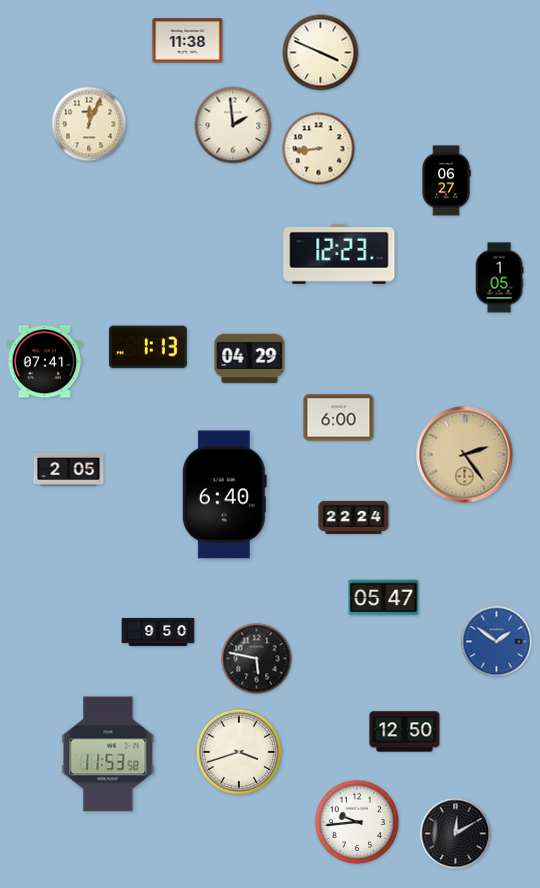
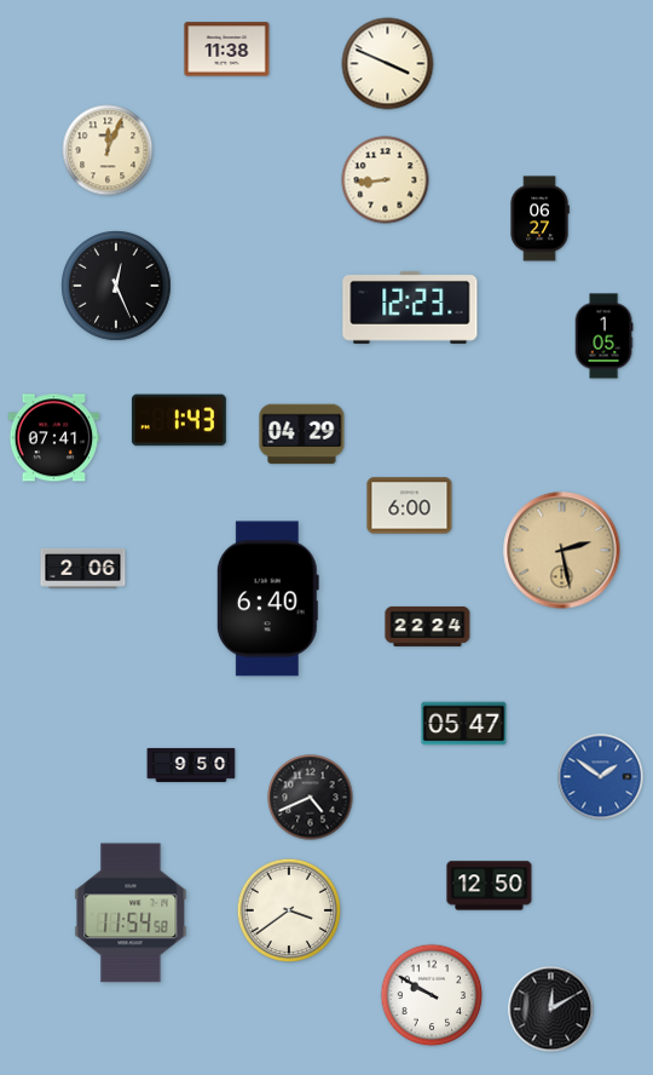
clock at (233, 125): 1:59 -> none
clock at (116, 286): none -> 12:26
clock at (148, 347): 1:13 -> 1:43
clock at (465, 455): 2:24 -> 2:28
clock at (69, 469): 2:05 -> 2:06
clock at (224, 495) position: (224, 495) -> (267, 599)
clock at (257, 659): 5:47 -> 4:41
clock at (238, 751): 3:42 -> 3:39
clock at (108, 754): 11:53 -> 11:54
clock at (357, 822): 9:44 -> 9:50
